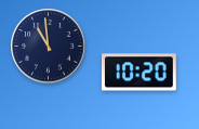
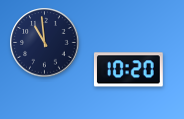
clock at (138, 73) position: (138, 73) -> (128, 70)
